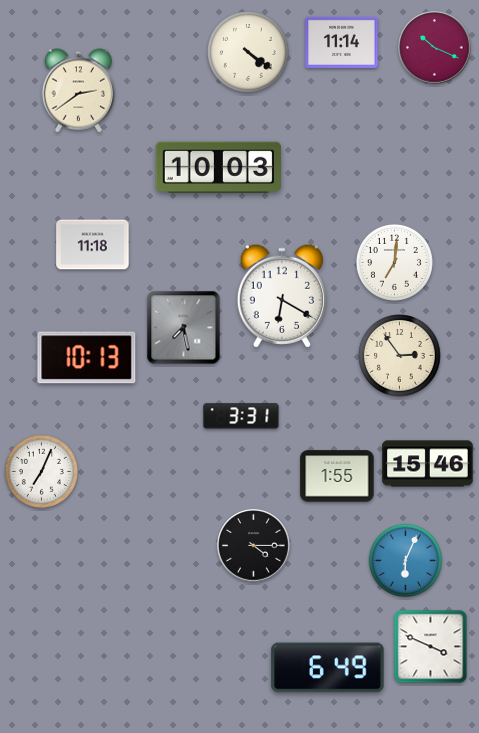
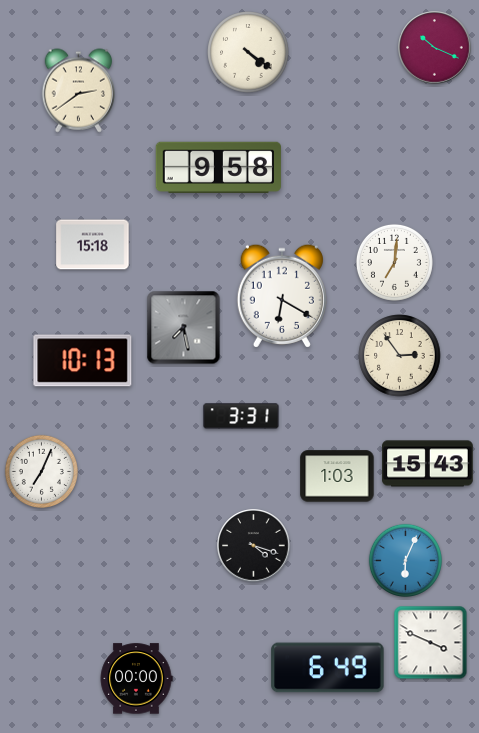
clock at (342, 42): 11:14 -> none
clock at (218, 167): 10:03 -> 9:58
clock at (93, 245): 11:18 -> 15:18
clock at (87, 358) position: (87, 358) -> (83, 361)
clock at (428, 464): 15:46 -> 15:43
clock at (337, 476): 1:55 -> 1:03
clock at (254, 546): 4:15 -> 4:18
clock at (431, 647) position: (431, 647) -> (431, 643)
clock at (136, 679): none -> 00:00
